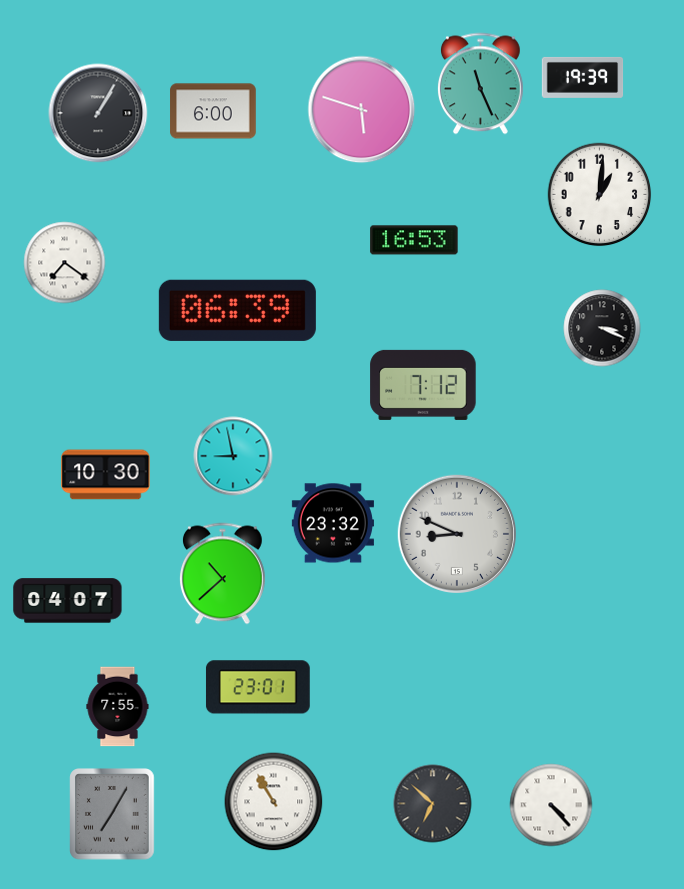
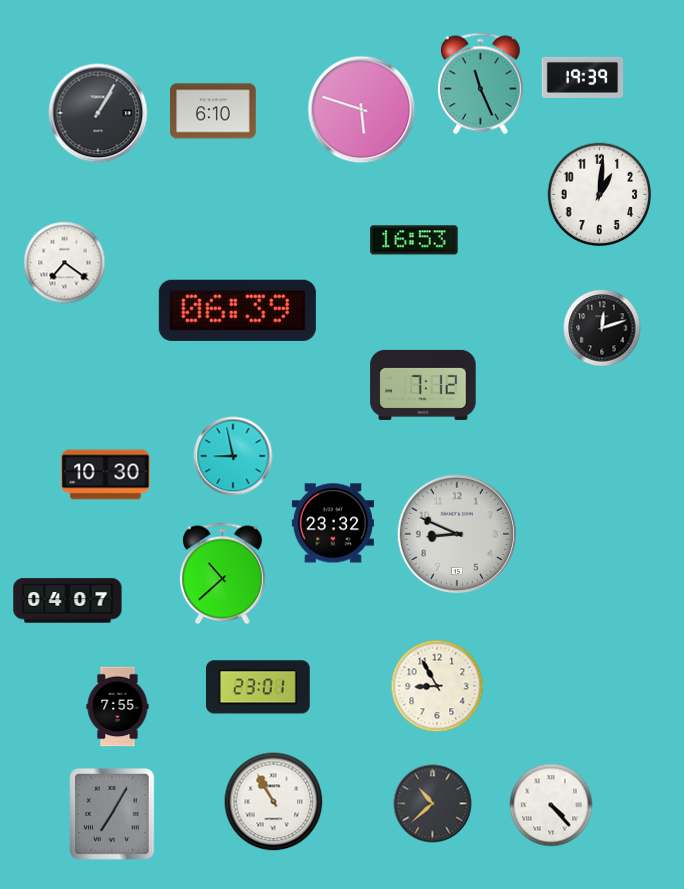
clock at (213, 111): 6:00 -> 6:10
clock at (602, 328): 3:19 -> 12:12
clock at (437, 686): none -> 8:55
clock at (433, 804): 6:52 -> 10:38
